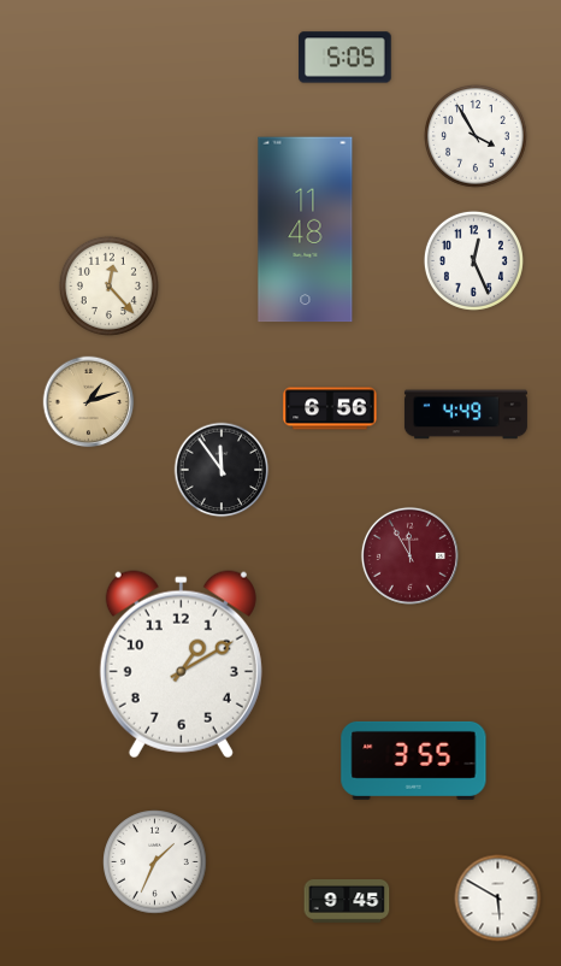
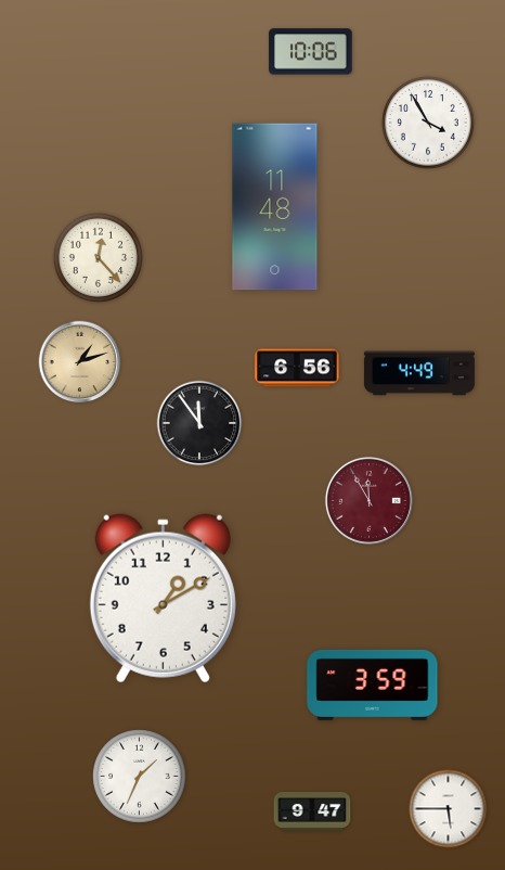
clock at (346, 58): 5:05 -> 10:06
clock at (473, 260): 12:26 -> none
clock at (414, 760): 3:55 -> 3:59
clock at (498, 899): 5:50 -> 5:45
clock at (347, 902): 9:45 -> 9:47
